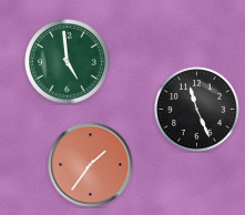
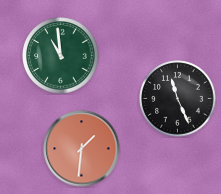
clock at (68, 62): 4:59 -> 10:59
clock at (91, 165): 1:36 -> 1:31
